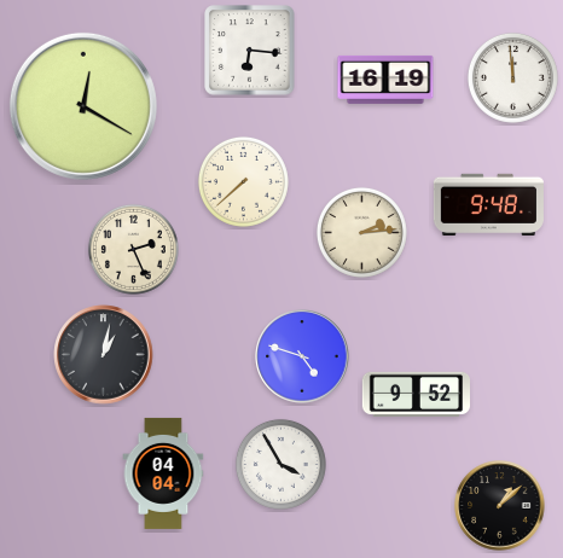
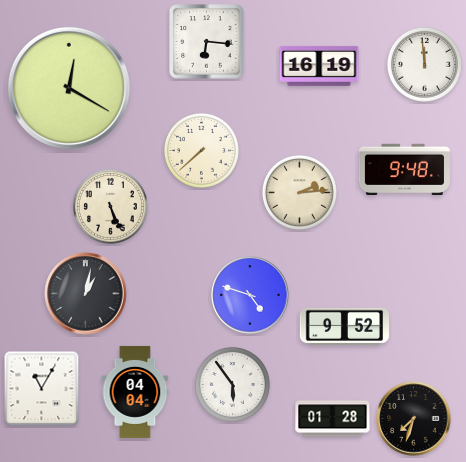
clock at (133, 249): 2:26 -> 5:26
clock at (280, 464): 3:55 -> 5:54
clock at (42, 389): none -> 11:05
clock at (333, 419): none -> 01:28
clock at (500, 506): 1:08 -> 7:33
